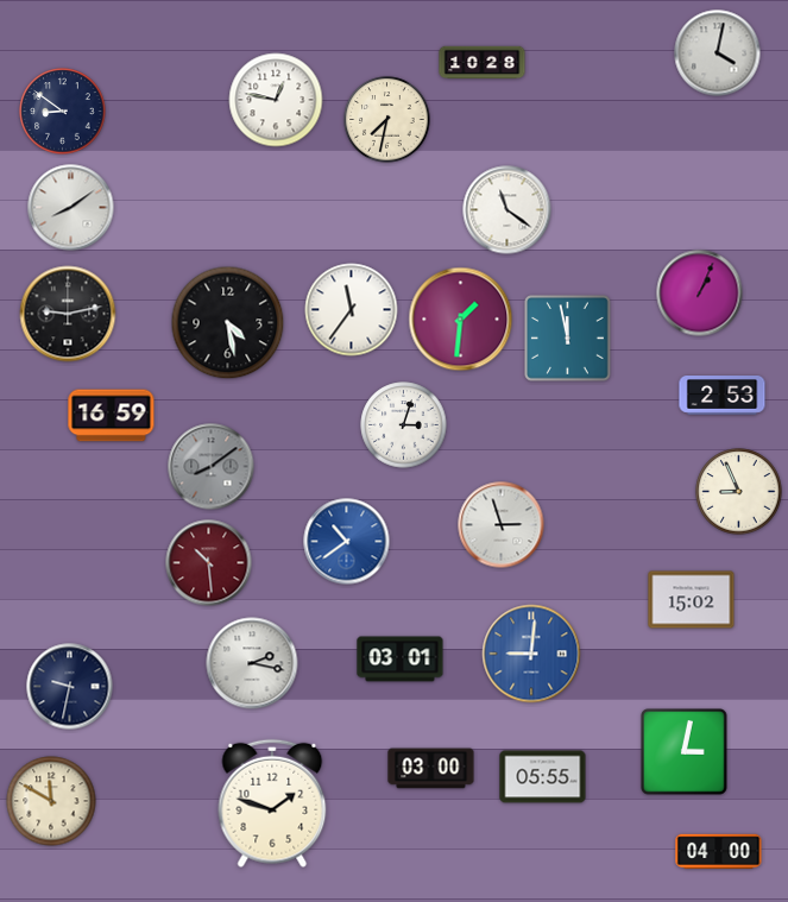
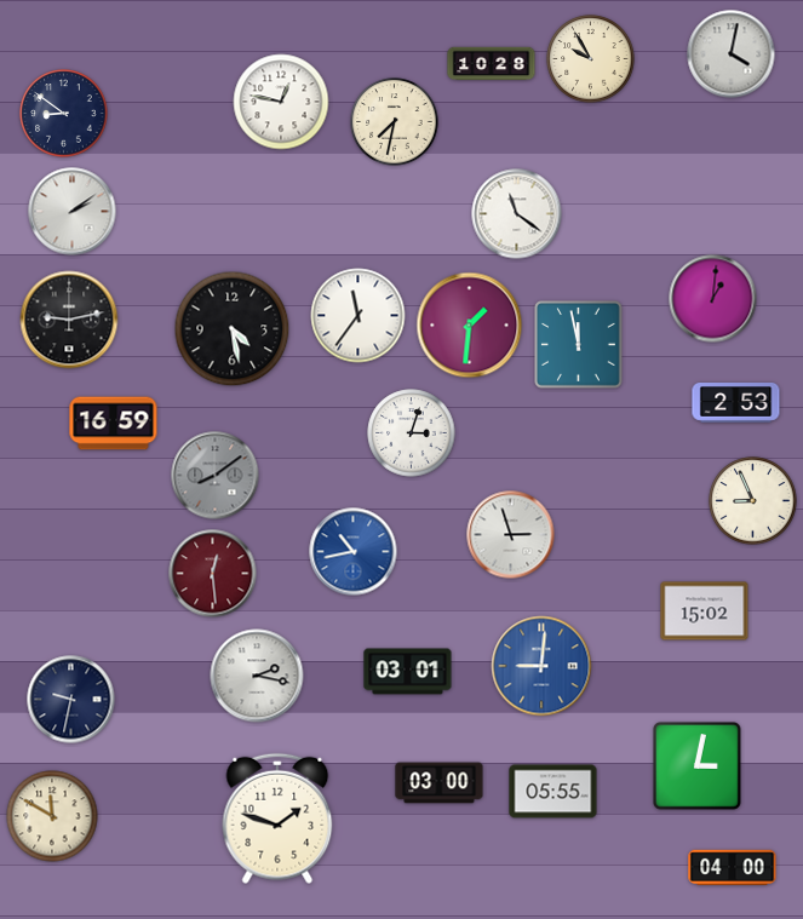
clock at (591, 59): none -> 9:55
clock at (71, 208): 8:09 -> 2:09
clock at (700, 294): 1:04 -> 1:01
clock at (347, 542): 10:39 -> 10:43
clock at (209, 563): 10:29 -> 12:29
